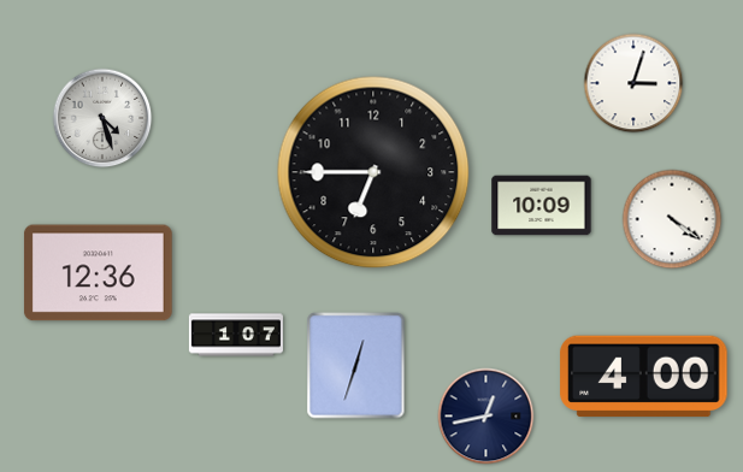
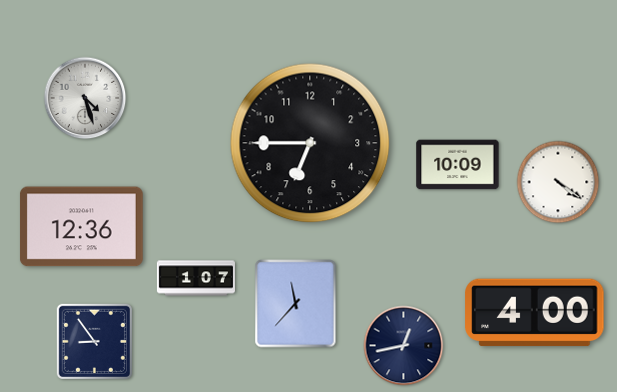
clock at (633, 83): 3:03 -> none
clock at (542, 206) position: (542, 206) -> (458, 165)
clock at (356, 366): 12:33 -> 11:37
clock at (94, 341): none -> 8:54
